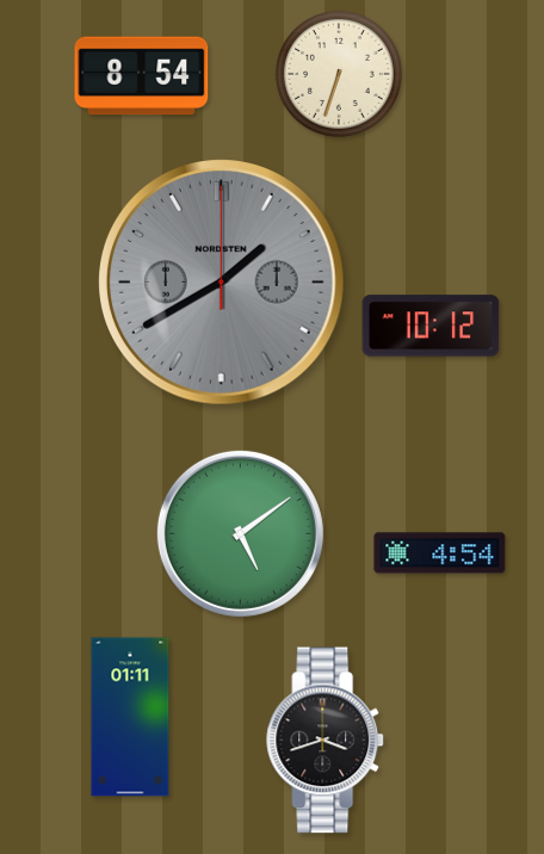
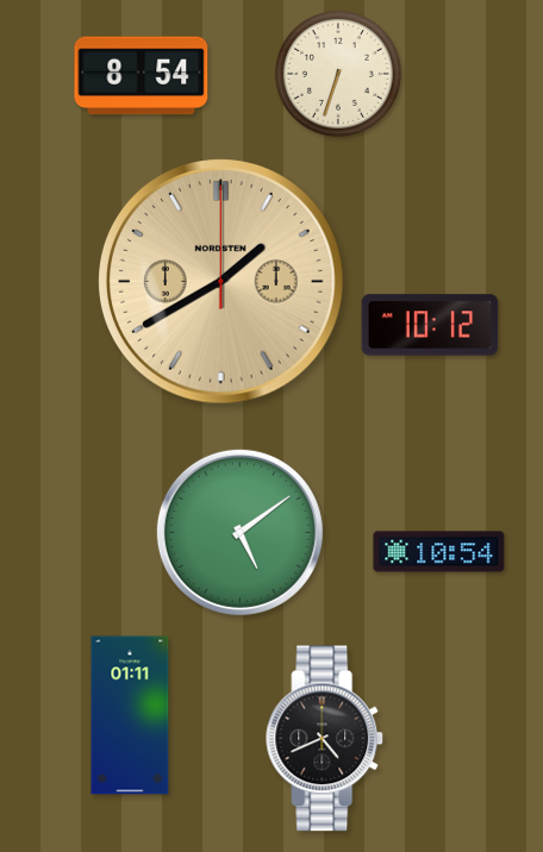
clock at (222, 283) dial: grey -> champagne
clock at (440, 553): 4:54 -> 10:54
clock at (326, 741): 3:42 -> 4:41
